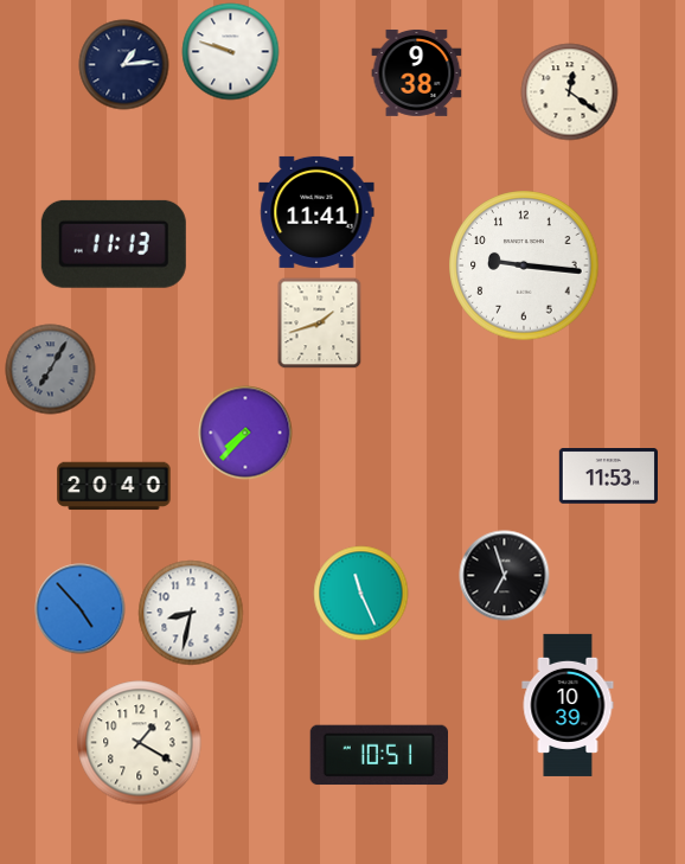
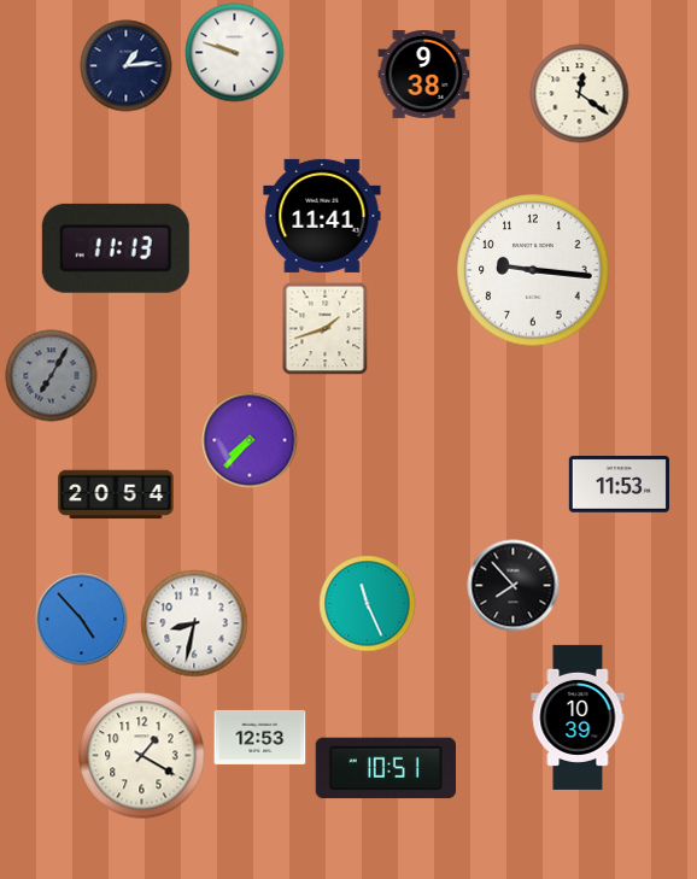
clock at (114, 486): 20:40 -> 20:54
clock at (505, 576): 6:57 -> 7:53
clock at (260, 737): none -> 12:53
